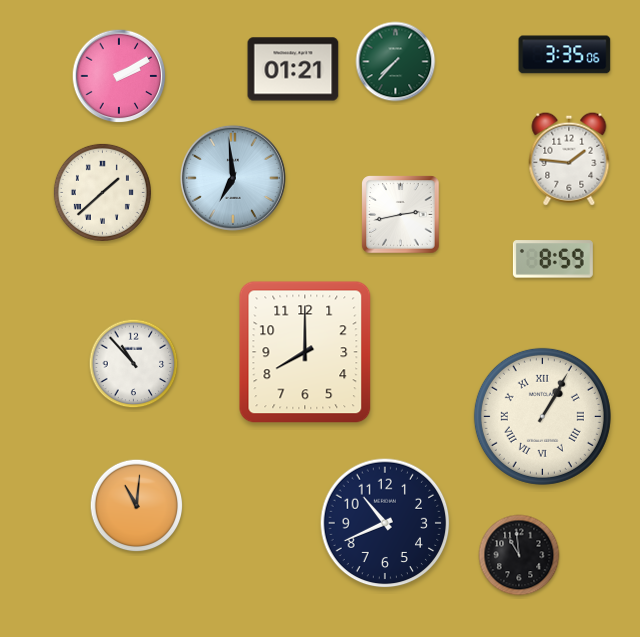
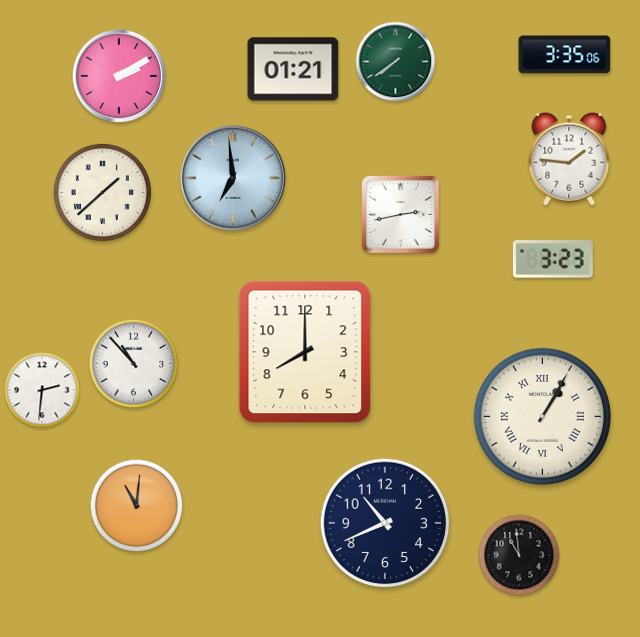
clock at (396, 62): 7:37 -> 7:39
clock at (553, 259): 8:59 -> 3:23
clock at (42, 390): none -> 2:31
